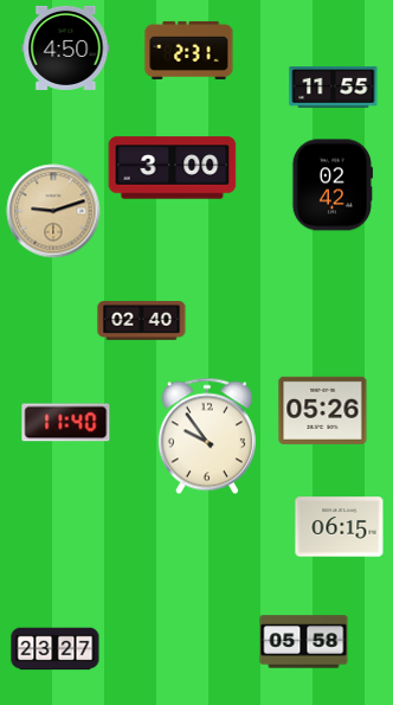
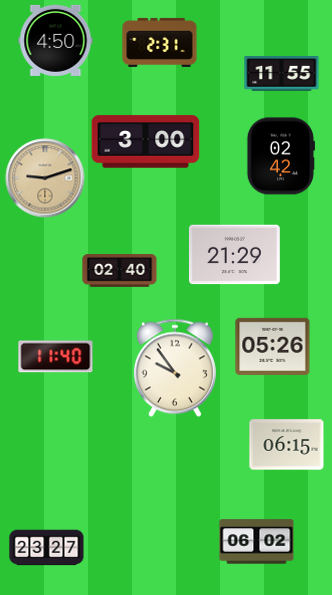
clock at (234, 255): none -> 21:29
clock at (304, 642): 05:58 -> 06:02
